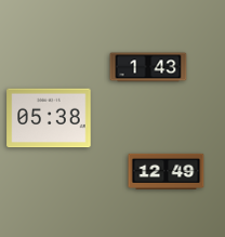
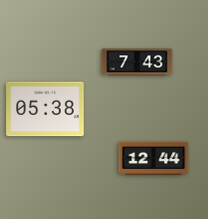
clock at (148, 67): 1:43 -> 7:43
clock at (167, 171): 12:49 -> 12:44
